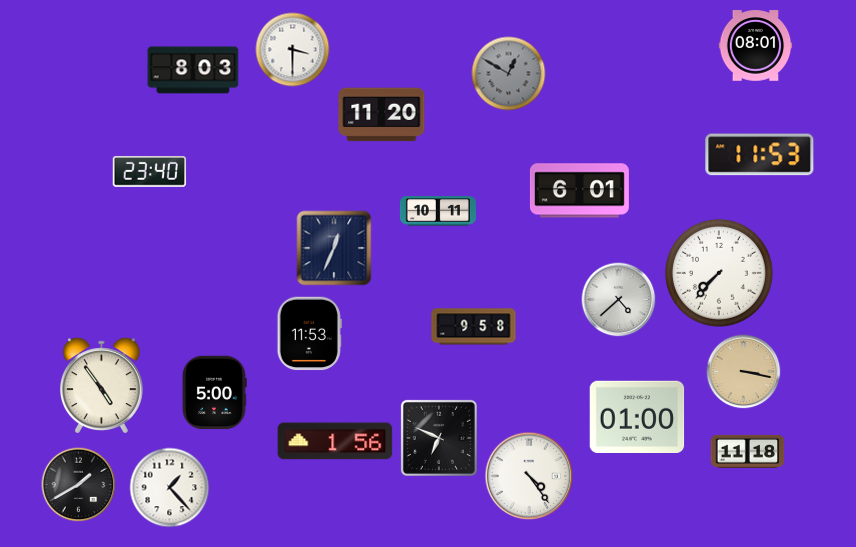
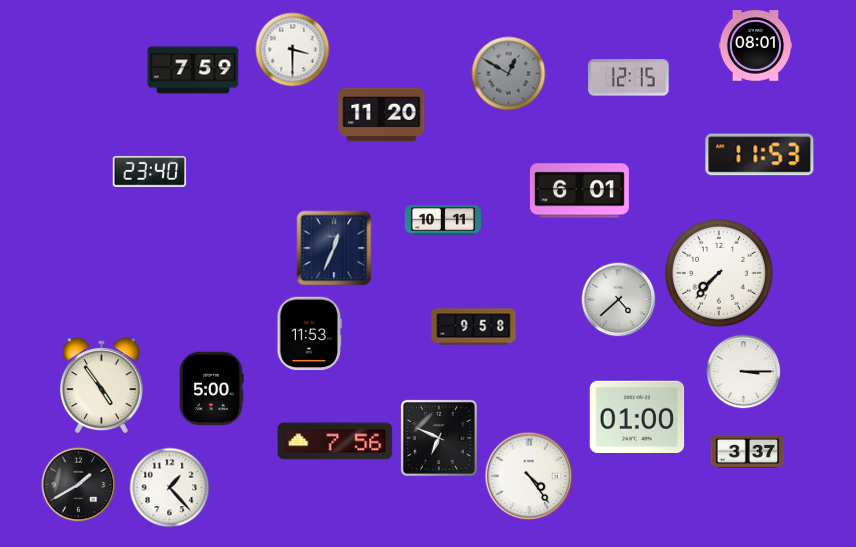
clock at (193, 70): 8:03 -> 7:59
clock at (629, 78): none -> 12:15
clock at (438, 211) position: (438, 211) -> (443, 220)
clock at (744, 372): 3:17 -> 3:15
clock at (744, 372) dial: champagne -> white
clock at (214, 393) position: (214, 393) -> (211, 389)
clock at (335, 441): 1:56 -> 7:56
clock at (748, 451): 11:18 -> 3:37
